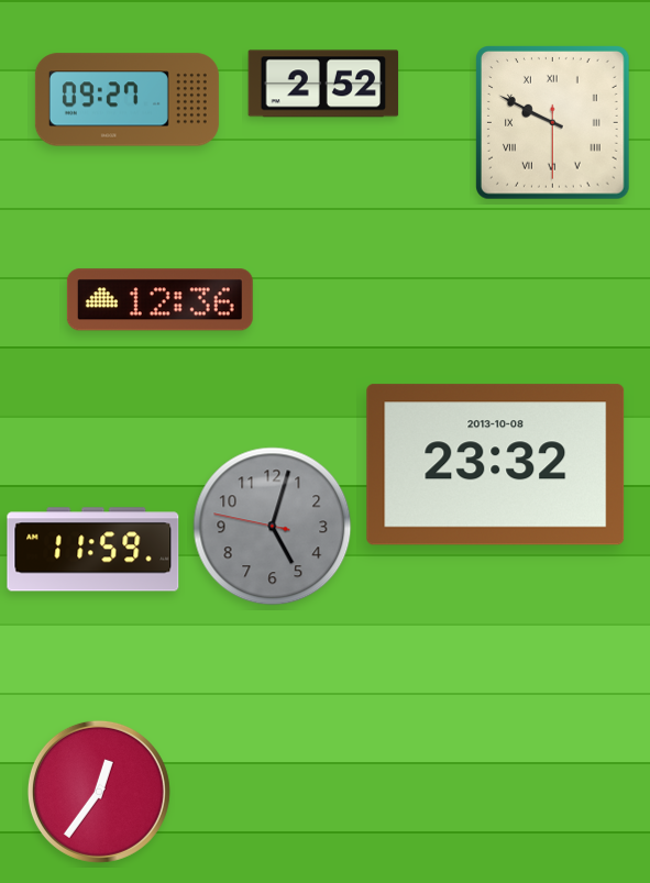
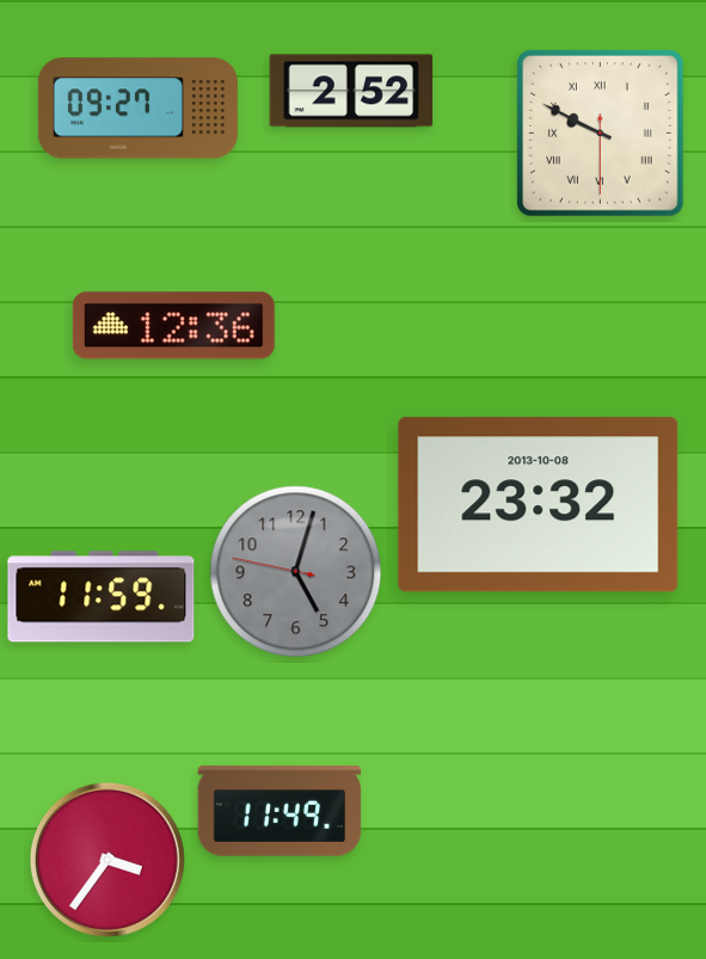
clock at (280, 811): none -> 11:49
clock at (99, 792): 12:36 -> 3:36
